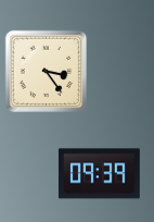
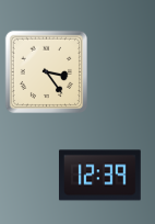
clock at (99, 174): 09:39 -> 12:39
